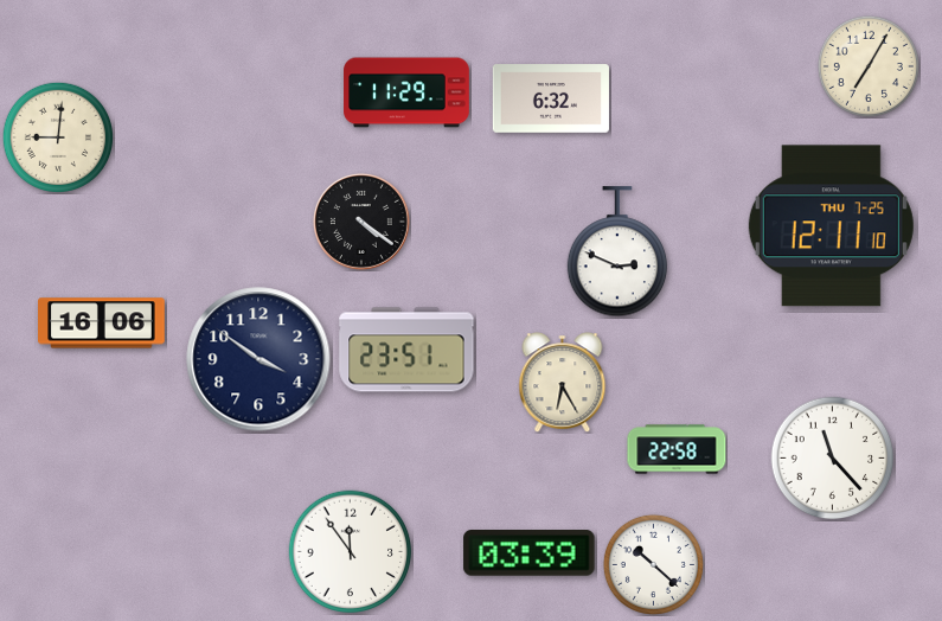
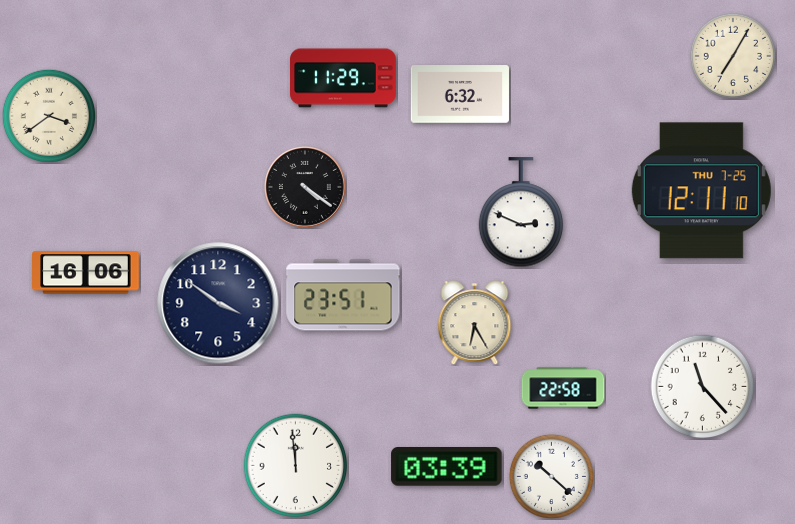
clock at (551, 98) position: (551, 98) -> (460, 94)
clock at (57, 136): 9:01 -> 3:39
clock at (677, 449) position: (677, 449) -> (563, 388)
clock at (351, 552): 11:54 -> 11:59
